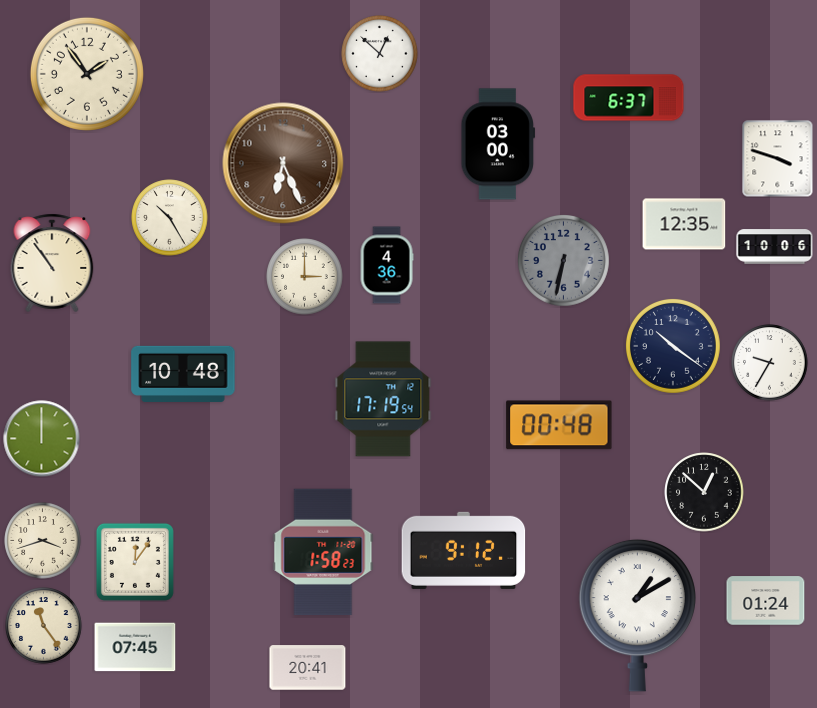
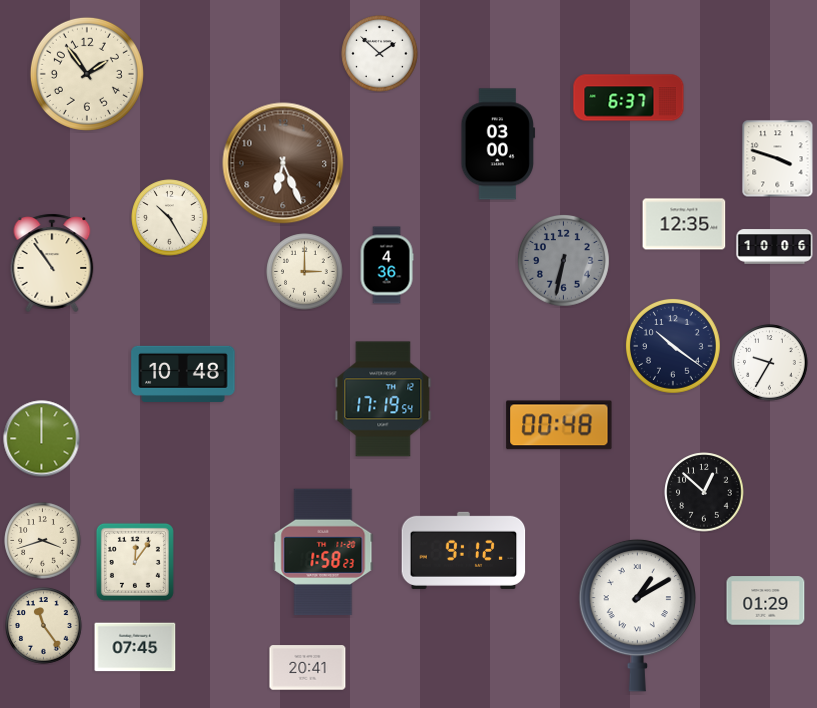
clock at (380, 54): 12:52 -> 1:52
clock at (305, 277) position: (305, 277) -> (305, 272)
clock at (766, 601): 01:24 -> 01:29
